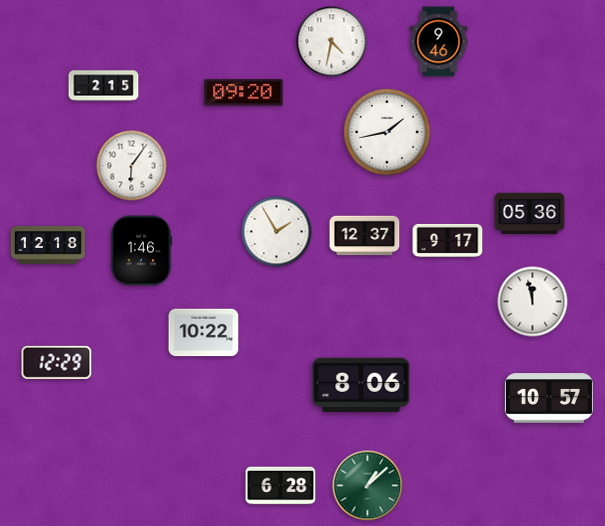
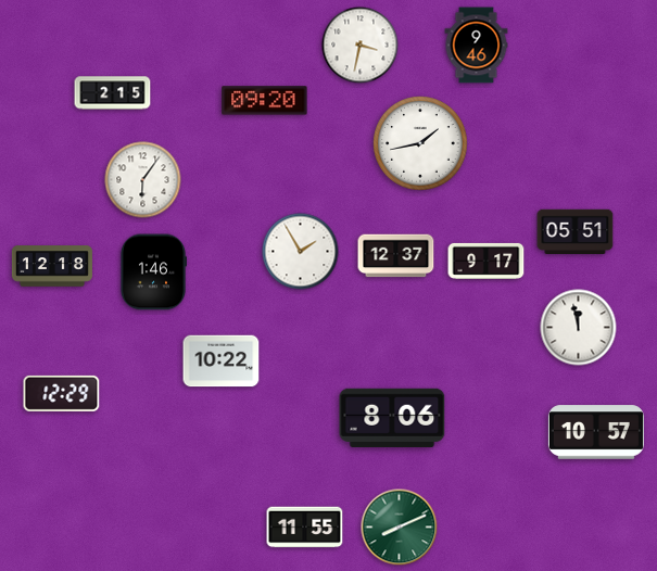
clock at (332, 42): 4:32 -> 3:32
clock at (530, 214): 05:36 -> 05:51
clock at (281, 486): 6:28 -> 11:55
clock at (368, 486): 1:08 -> 8:11
